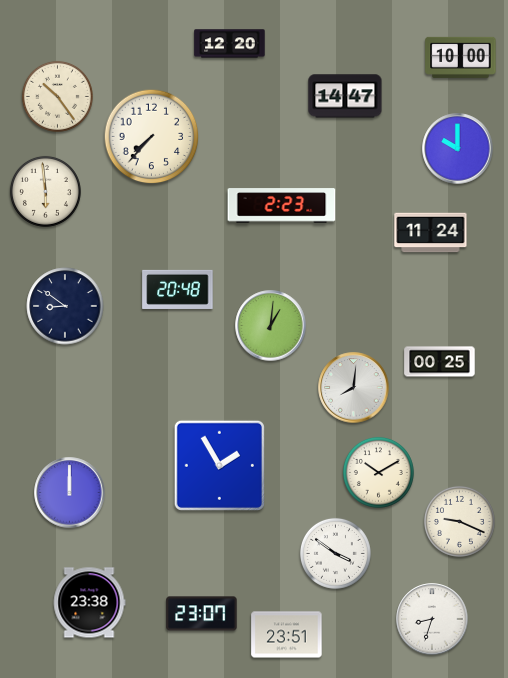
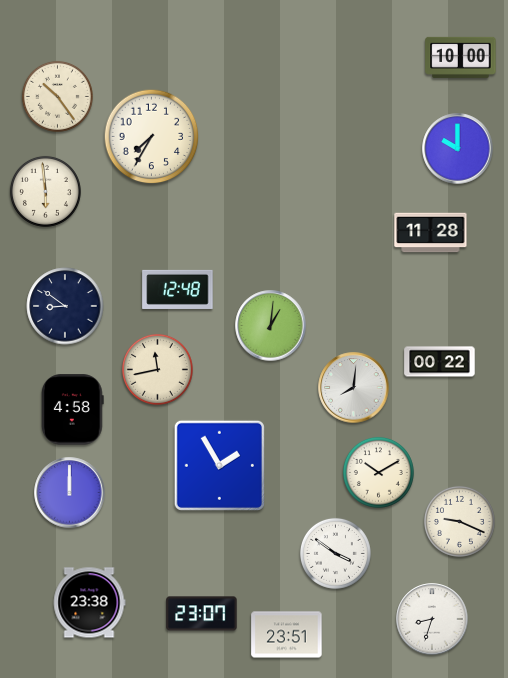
clock at (230, 44): 12:20 -> none
clock at (345, 96): 14:47 -> none
clock at (152, 137): 7:37 -> 7:35
clock at (282, 206): 2:23 -> none
clock at (431, 233): 11:24 -> 11:28
clock at (178, 289): 20:48 -> 12:48
clock at (440, 362): 00:25 -> 00:22
clock at (157, 369): none -> 11:43
clock at (73, 410): none -> 4:58
